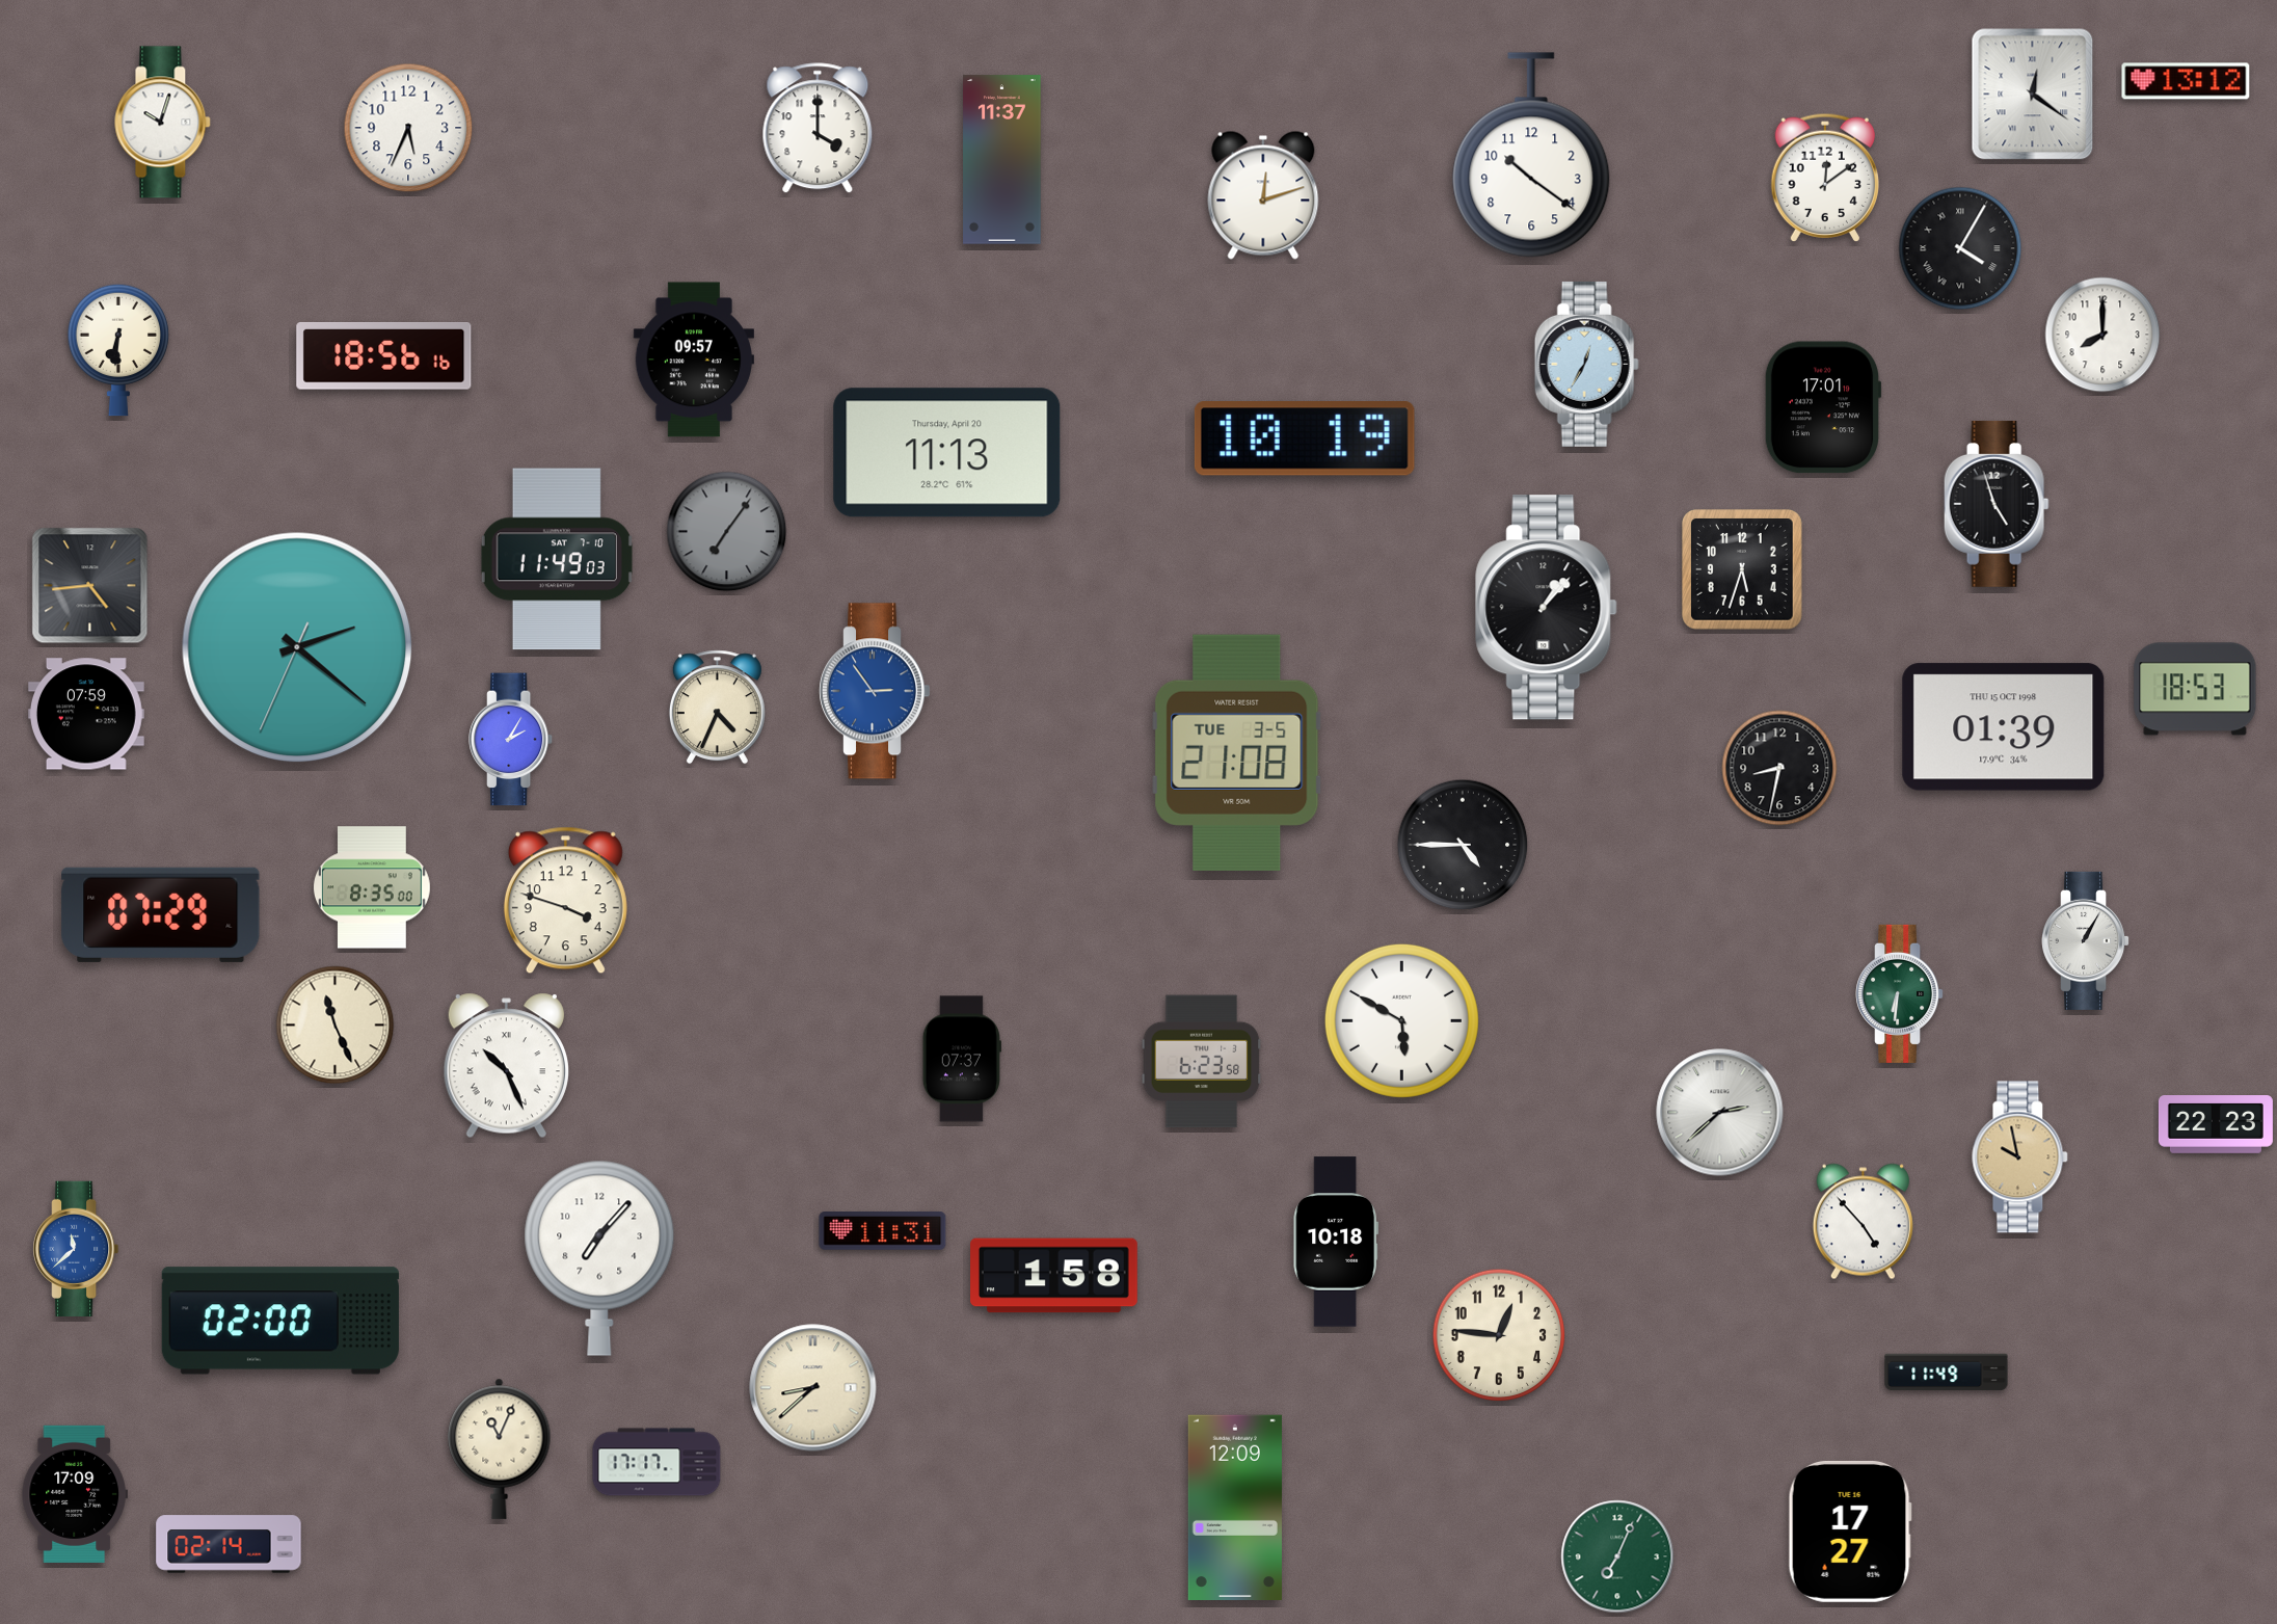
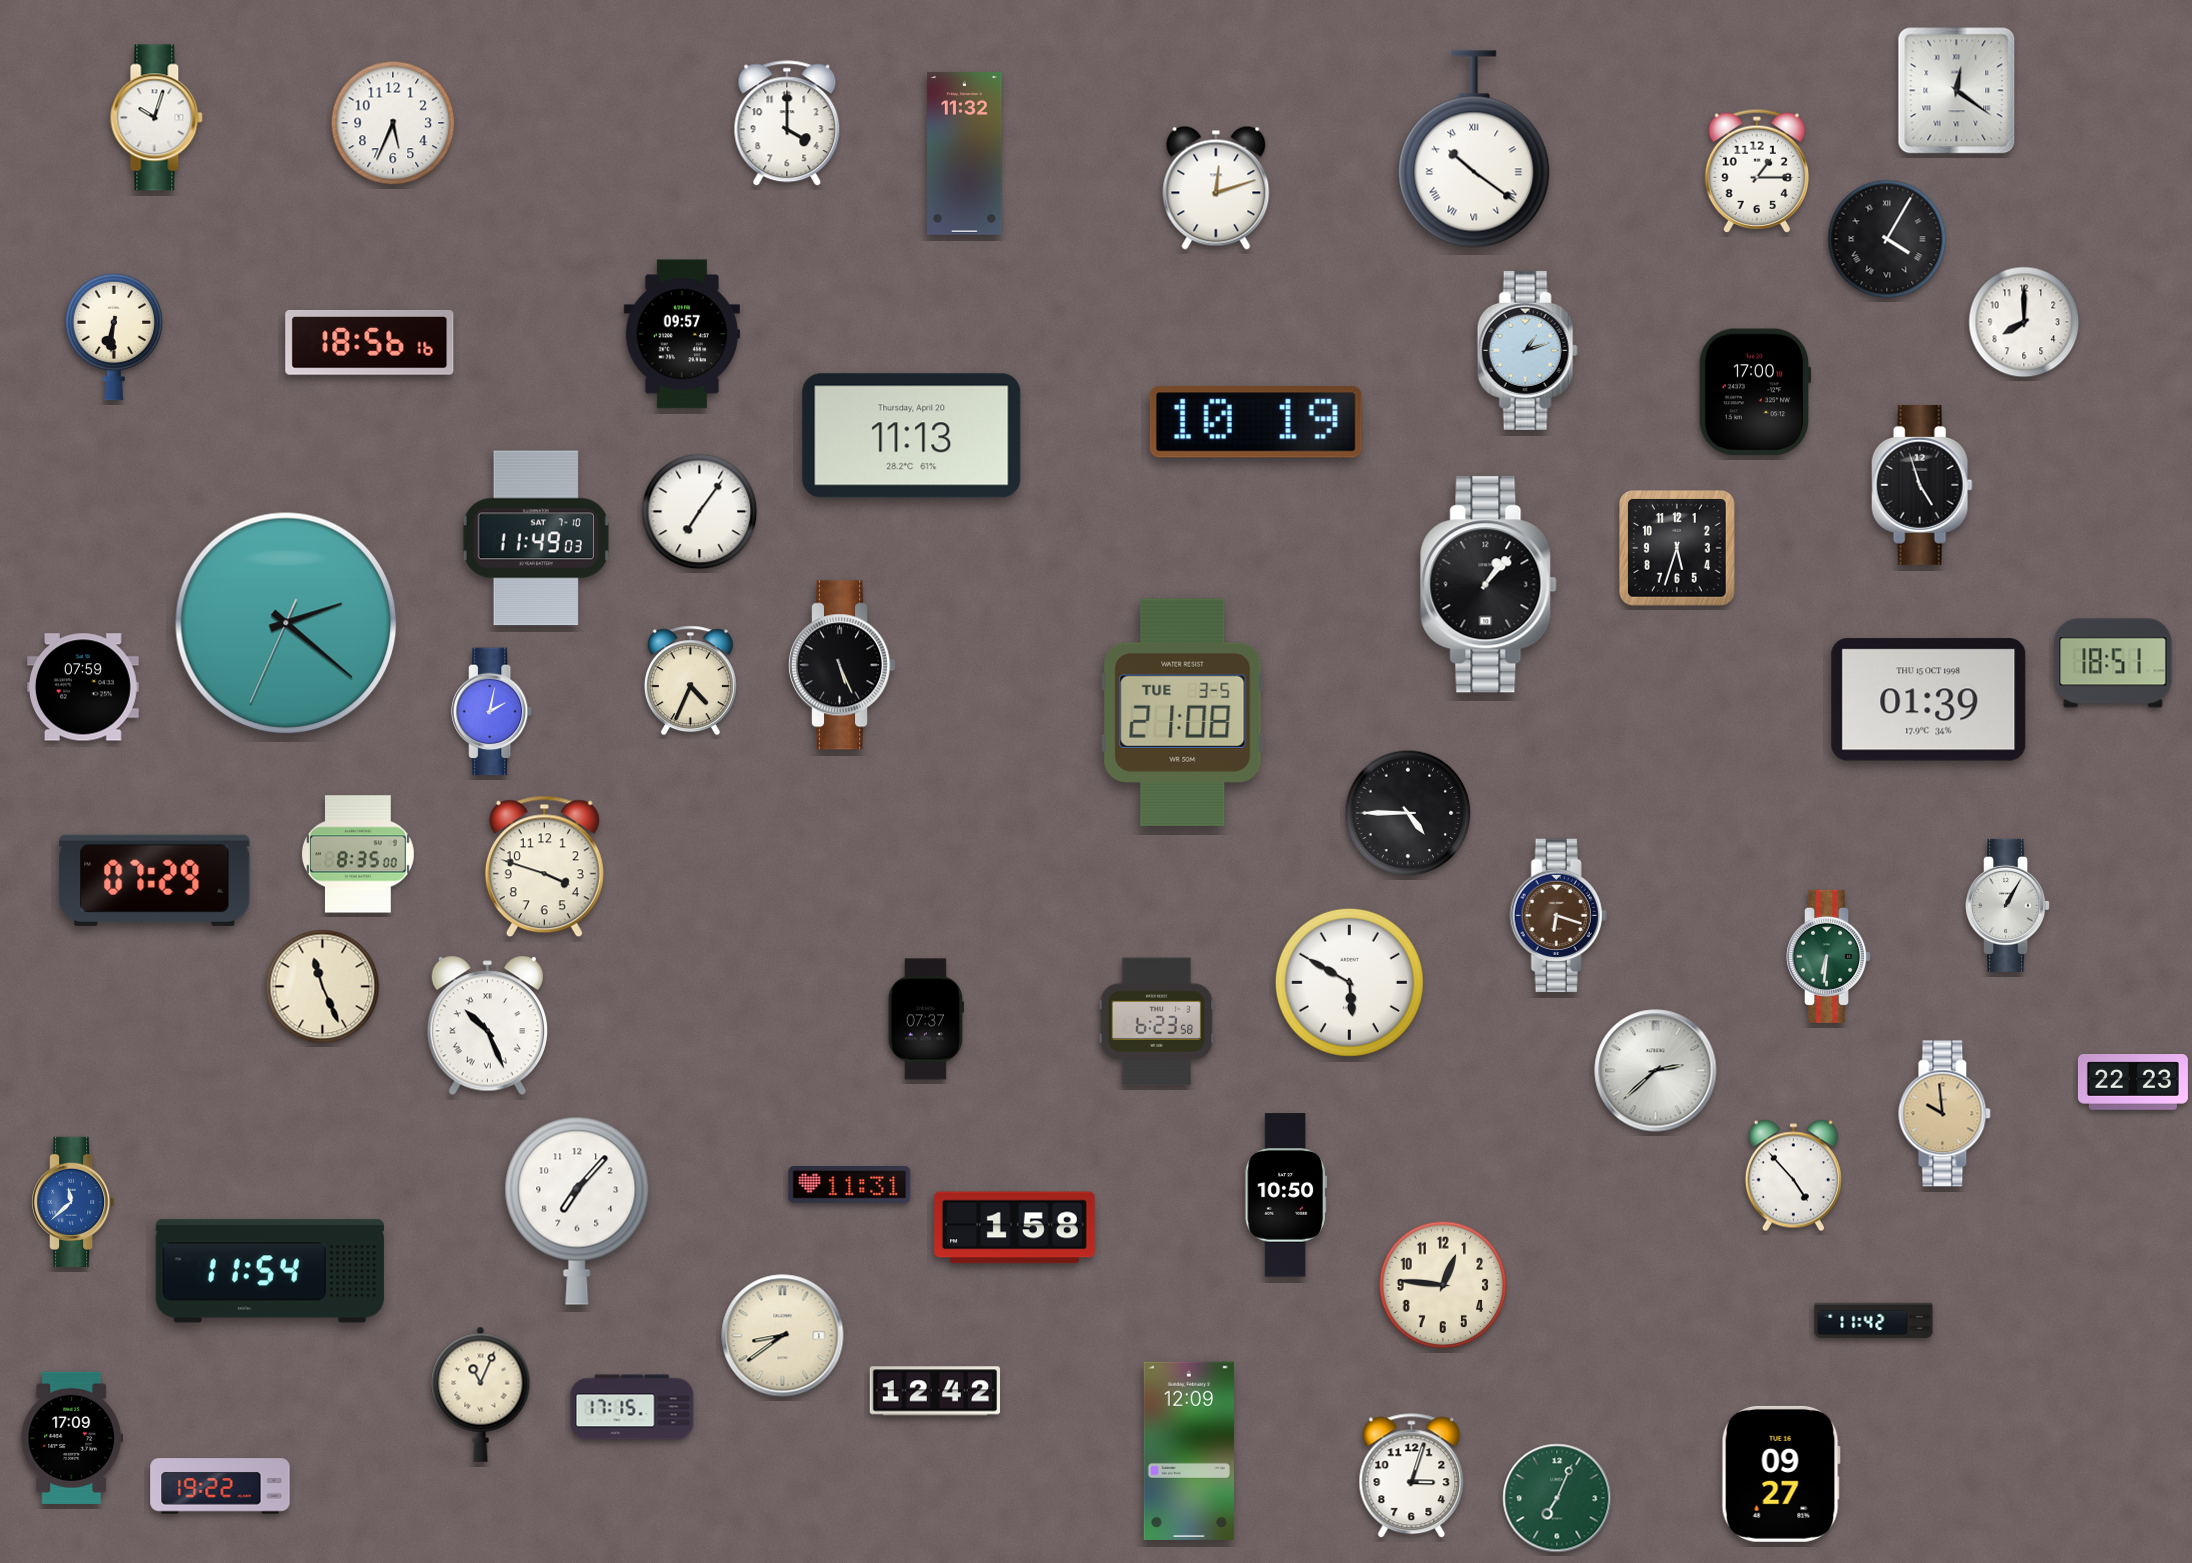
clock at (2186, 81): 13:12 -> none
clock at (1531, 155) numerals: Arabic -> Roman
clock at (1002, 160): 11:37 -> 11:32
clock at (1824, 177): 12:09 -> 1:15
clock at (694, 360) position: (694, 360) -> (682, 334)
clock at (1586, 364): 12:35 -> 1:12
clock at (1823, 407): 17:01 -> 17:00
clock at (727, 532) dial: grey -> white
clock at (90, 586): 4:44 -> none
clock at (2195, 689): 18:53 -> 18:51
clock at (876, 691): 2:54 -> 5:26
clock at (876, 691) dial: blue -> black
clock at (511, 740): 2:05 -> 2:02
clock at (1237, 752) position: (1237, 752) -> (1183, 712)
clock at (1779, 768): 8:32 -> none
clock at (1558, 916): none -> 6:18
clock at (2020, 1157): 9:58 -> 9:59
clock at (1336, 1242): 10:18 -> 10:50
clock at (280, 1321): 02:00 -> 11:54
clock at (1947, 1373): 11:49 -> 11:42
clock at (813, 1388): 8:38 -> 8:39
clock at (935, 1391): none -> 12:42
clock at (657, 1462): 17:17 -> 17:15
clock at (1850, 1532): 17:27 -> 09:27
clock at (1412, 1476): none -> 3:03
clock at (229, 1544): 02:14 -> 19:22
